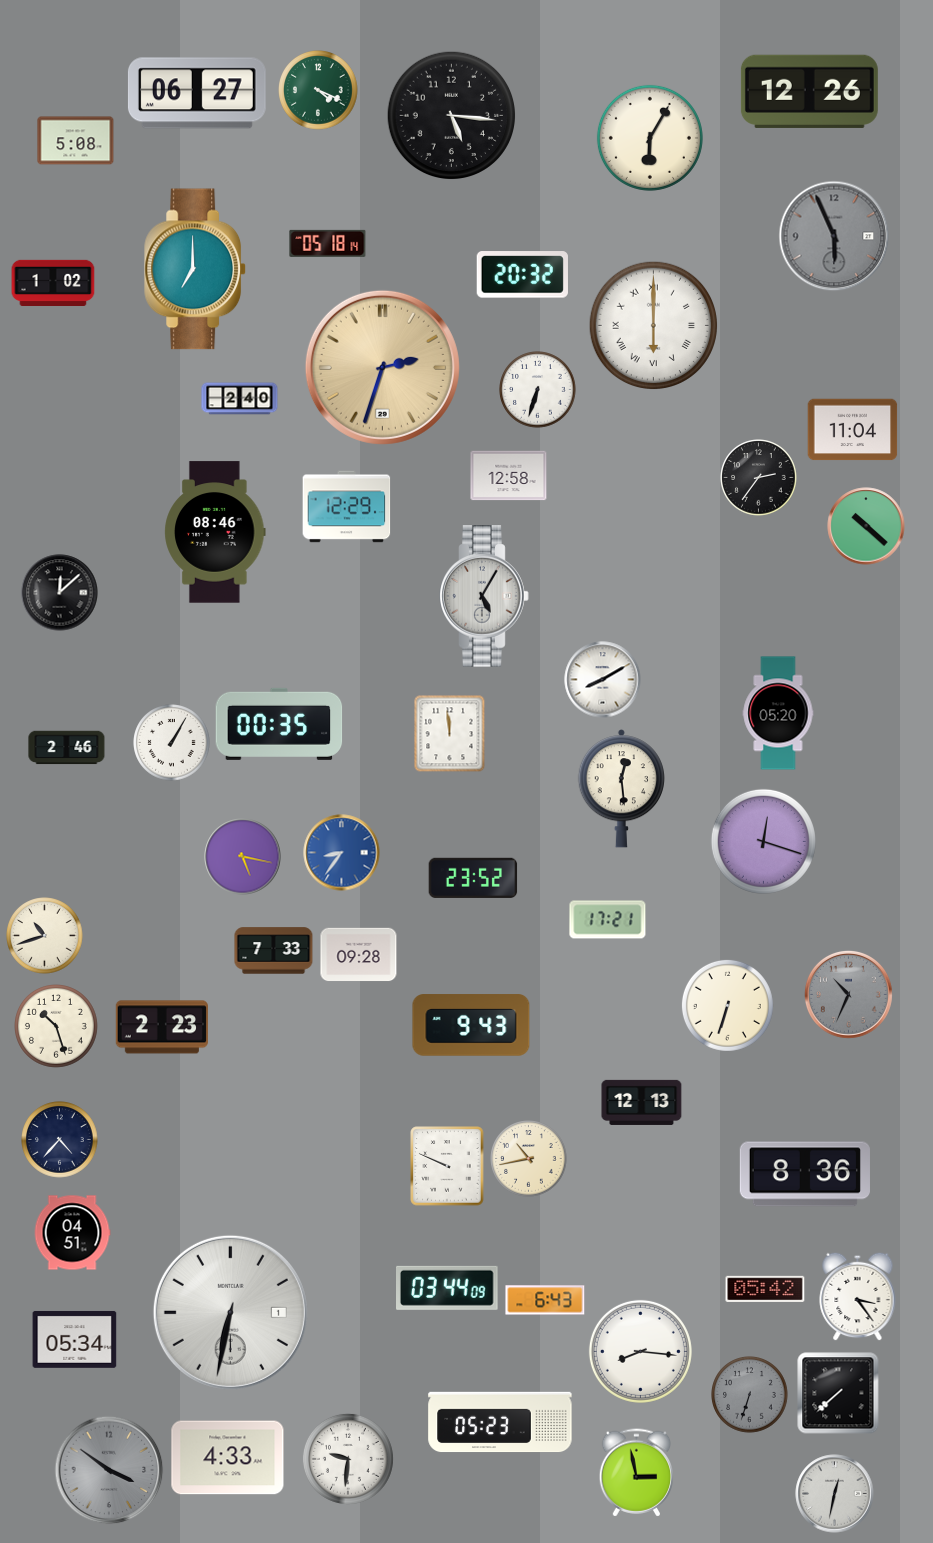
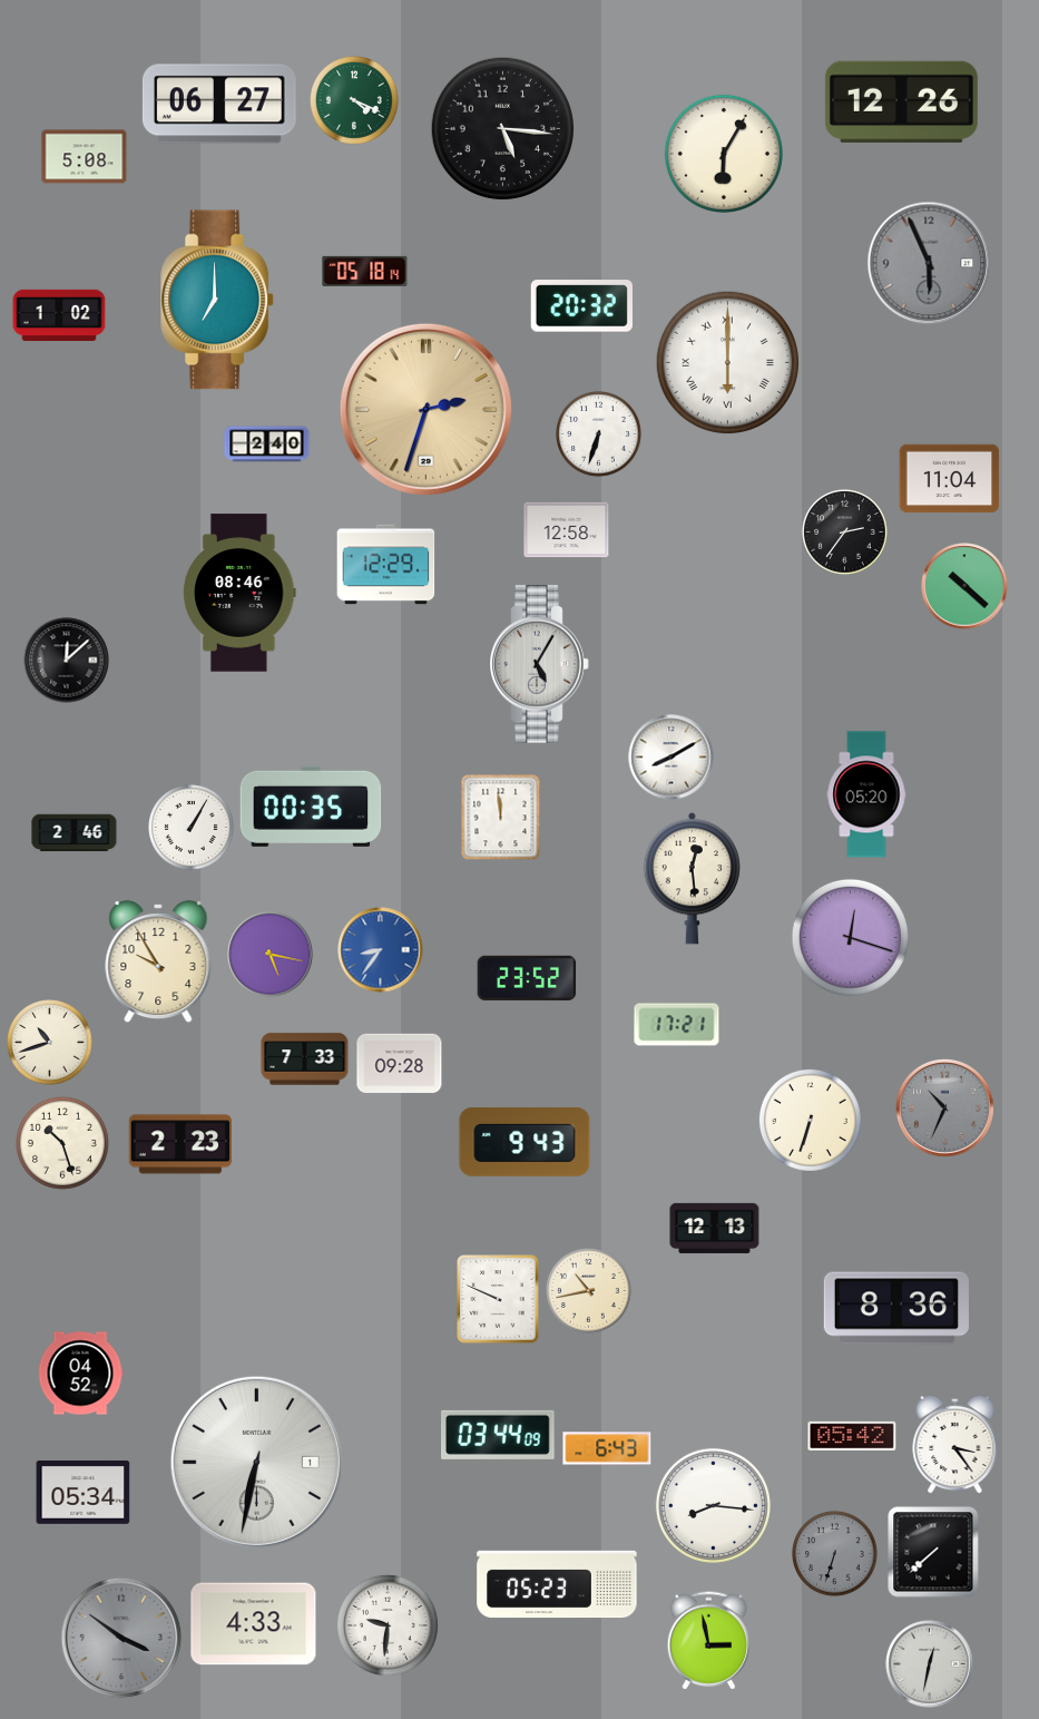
clock at (158, 961): none -> 9:55
clock at (60, 1140): 4:37 -> none
clock at (72, 1233): 04:51 -> 04:52
